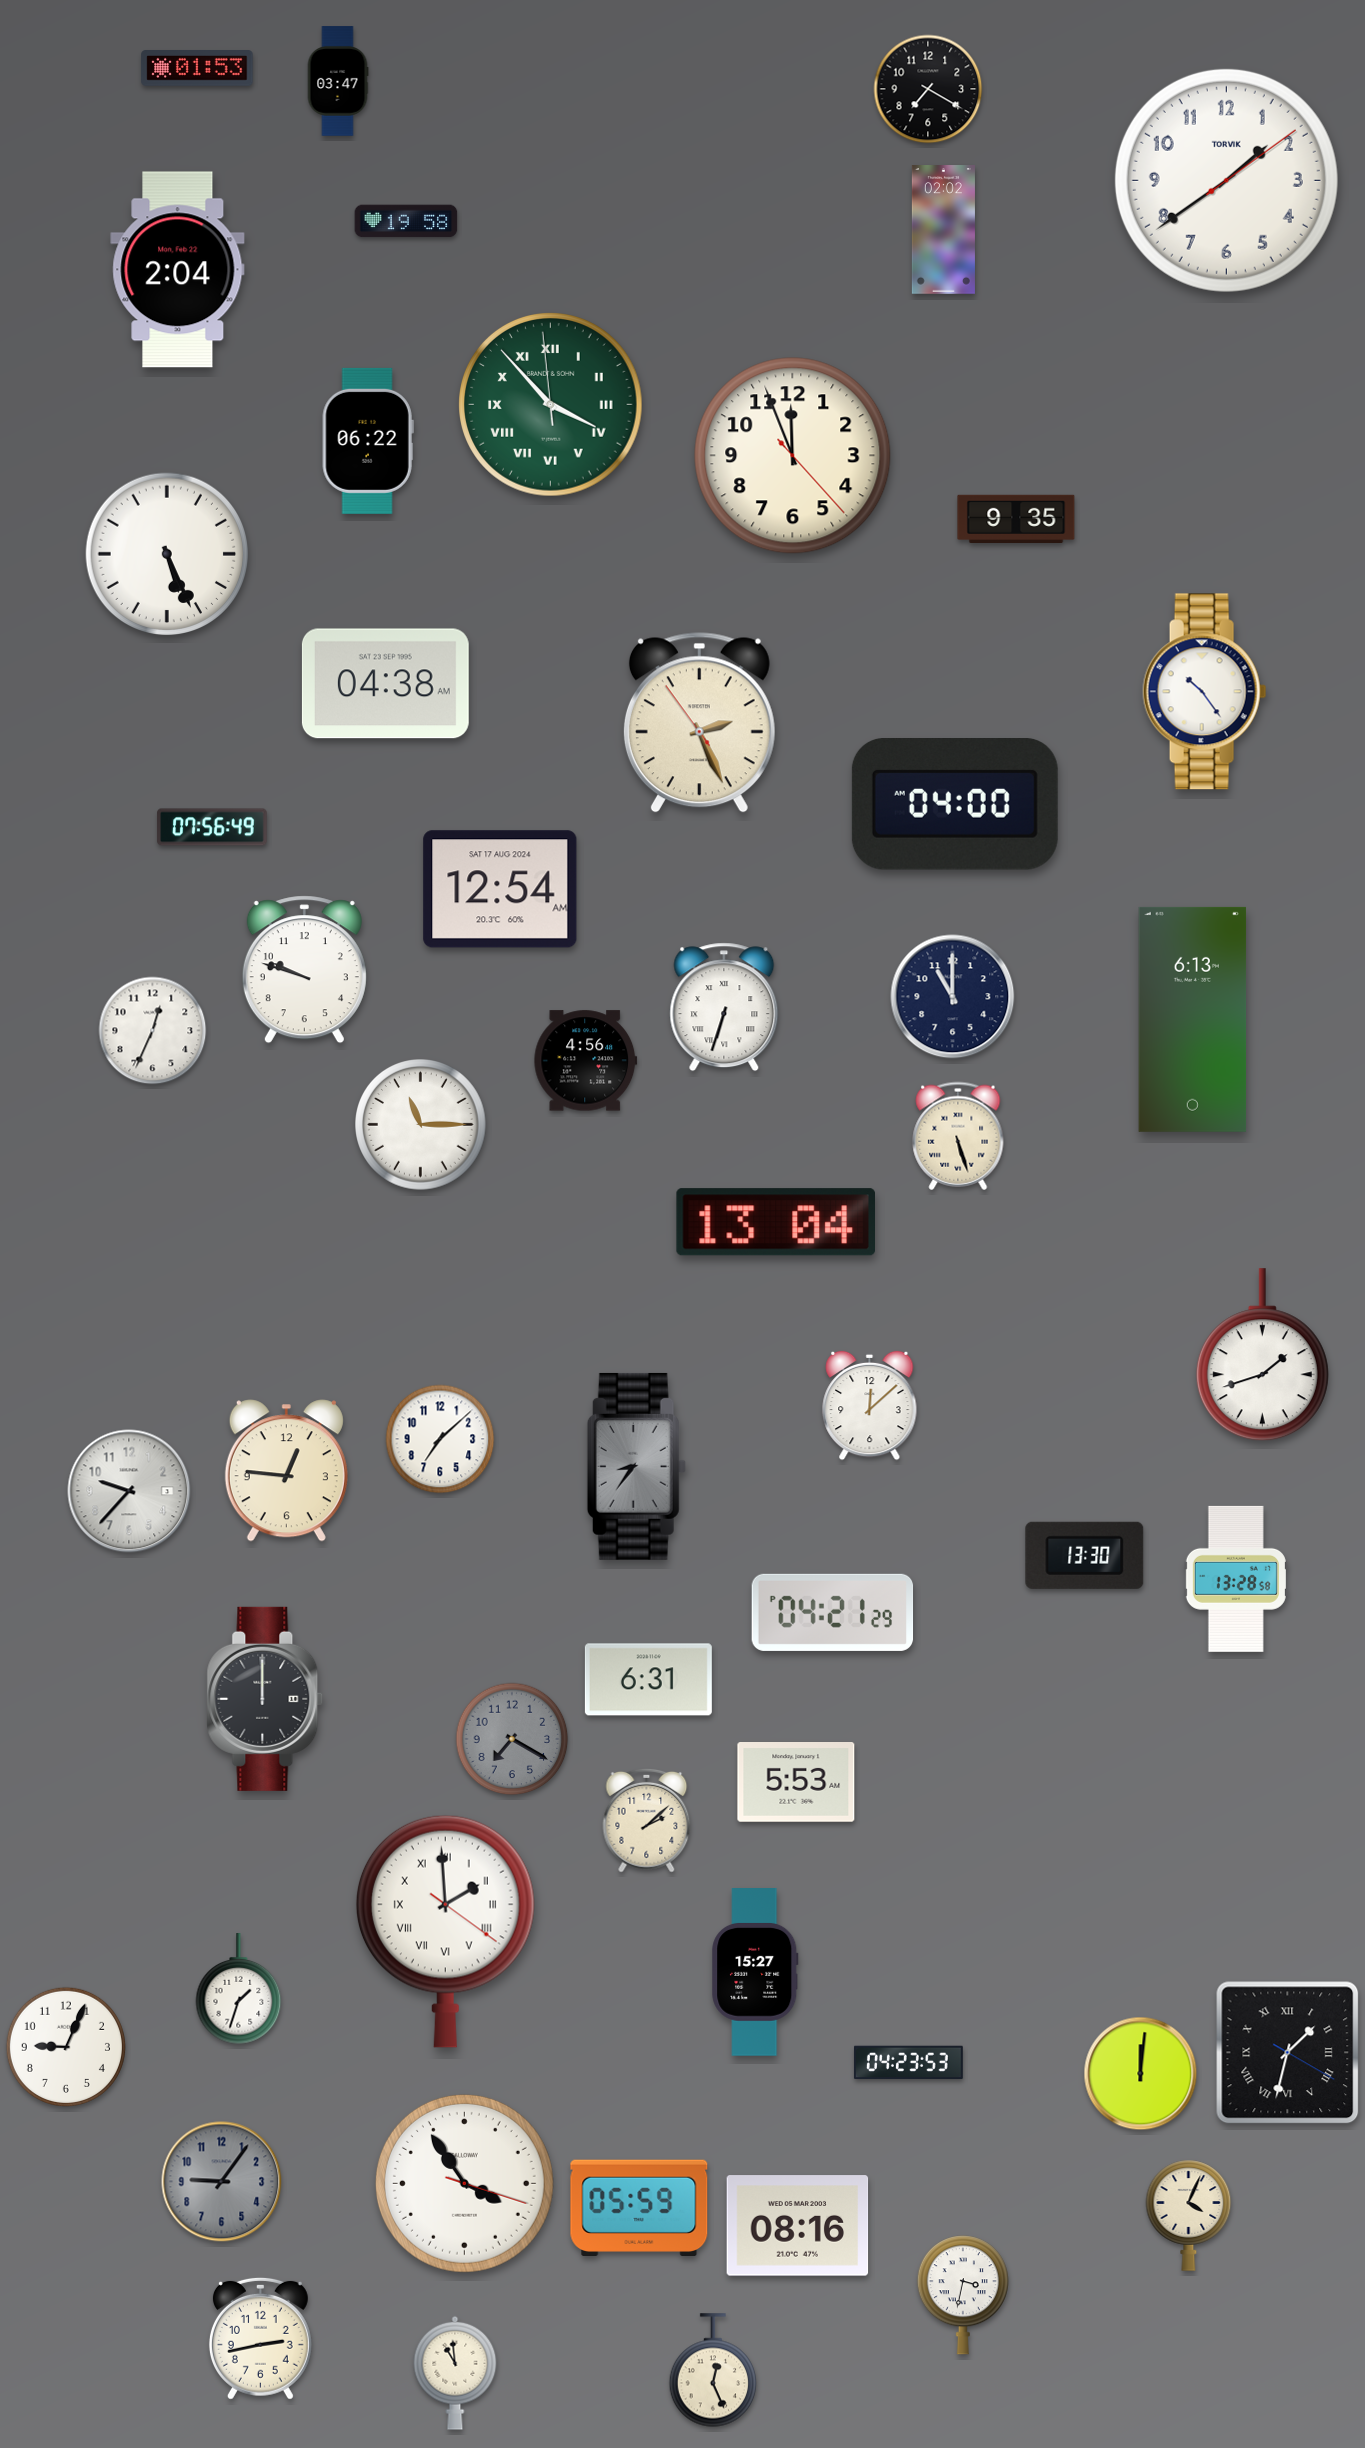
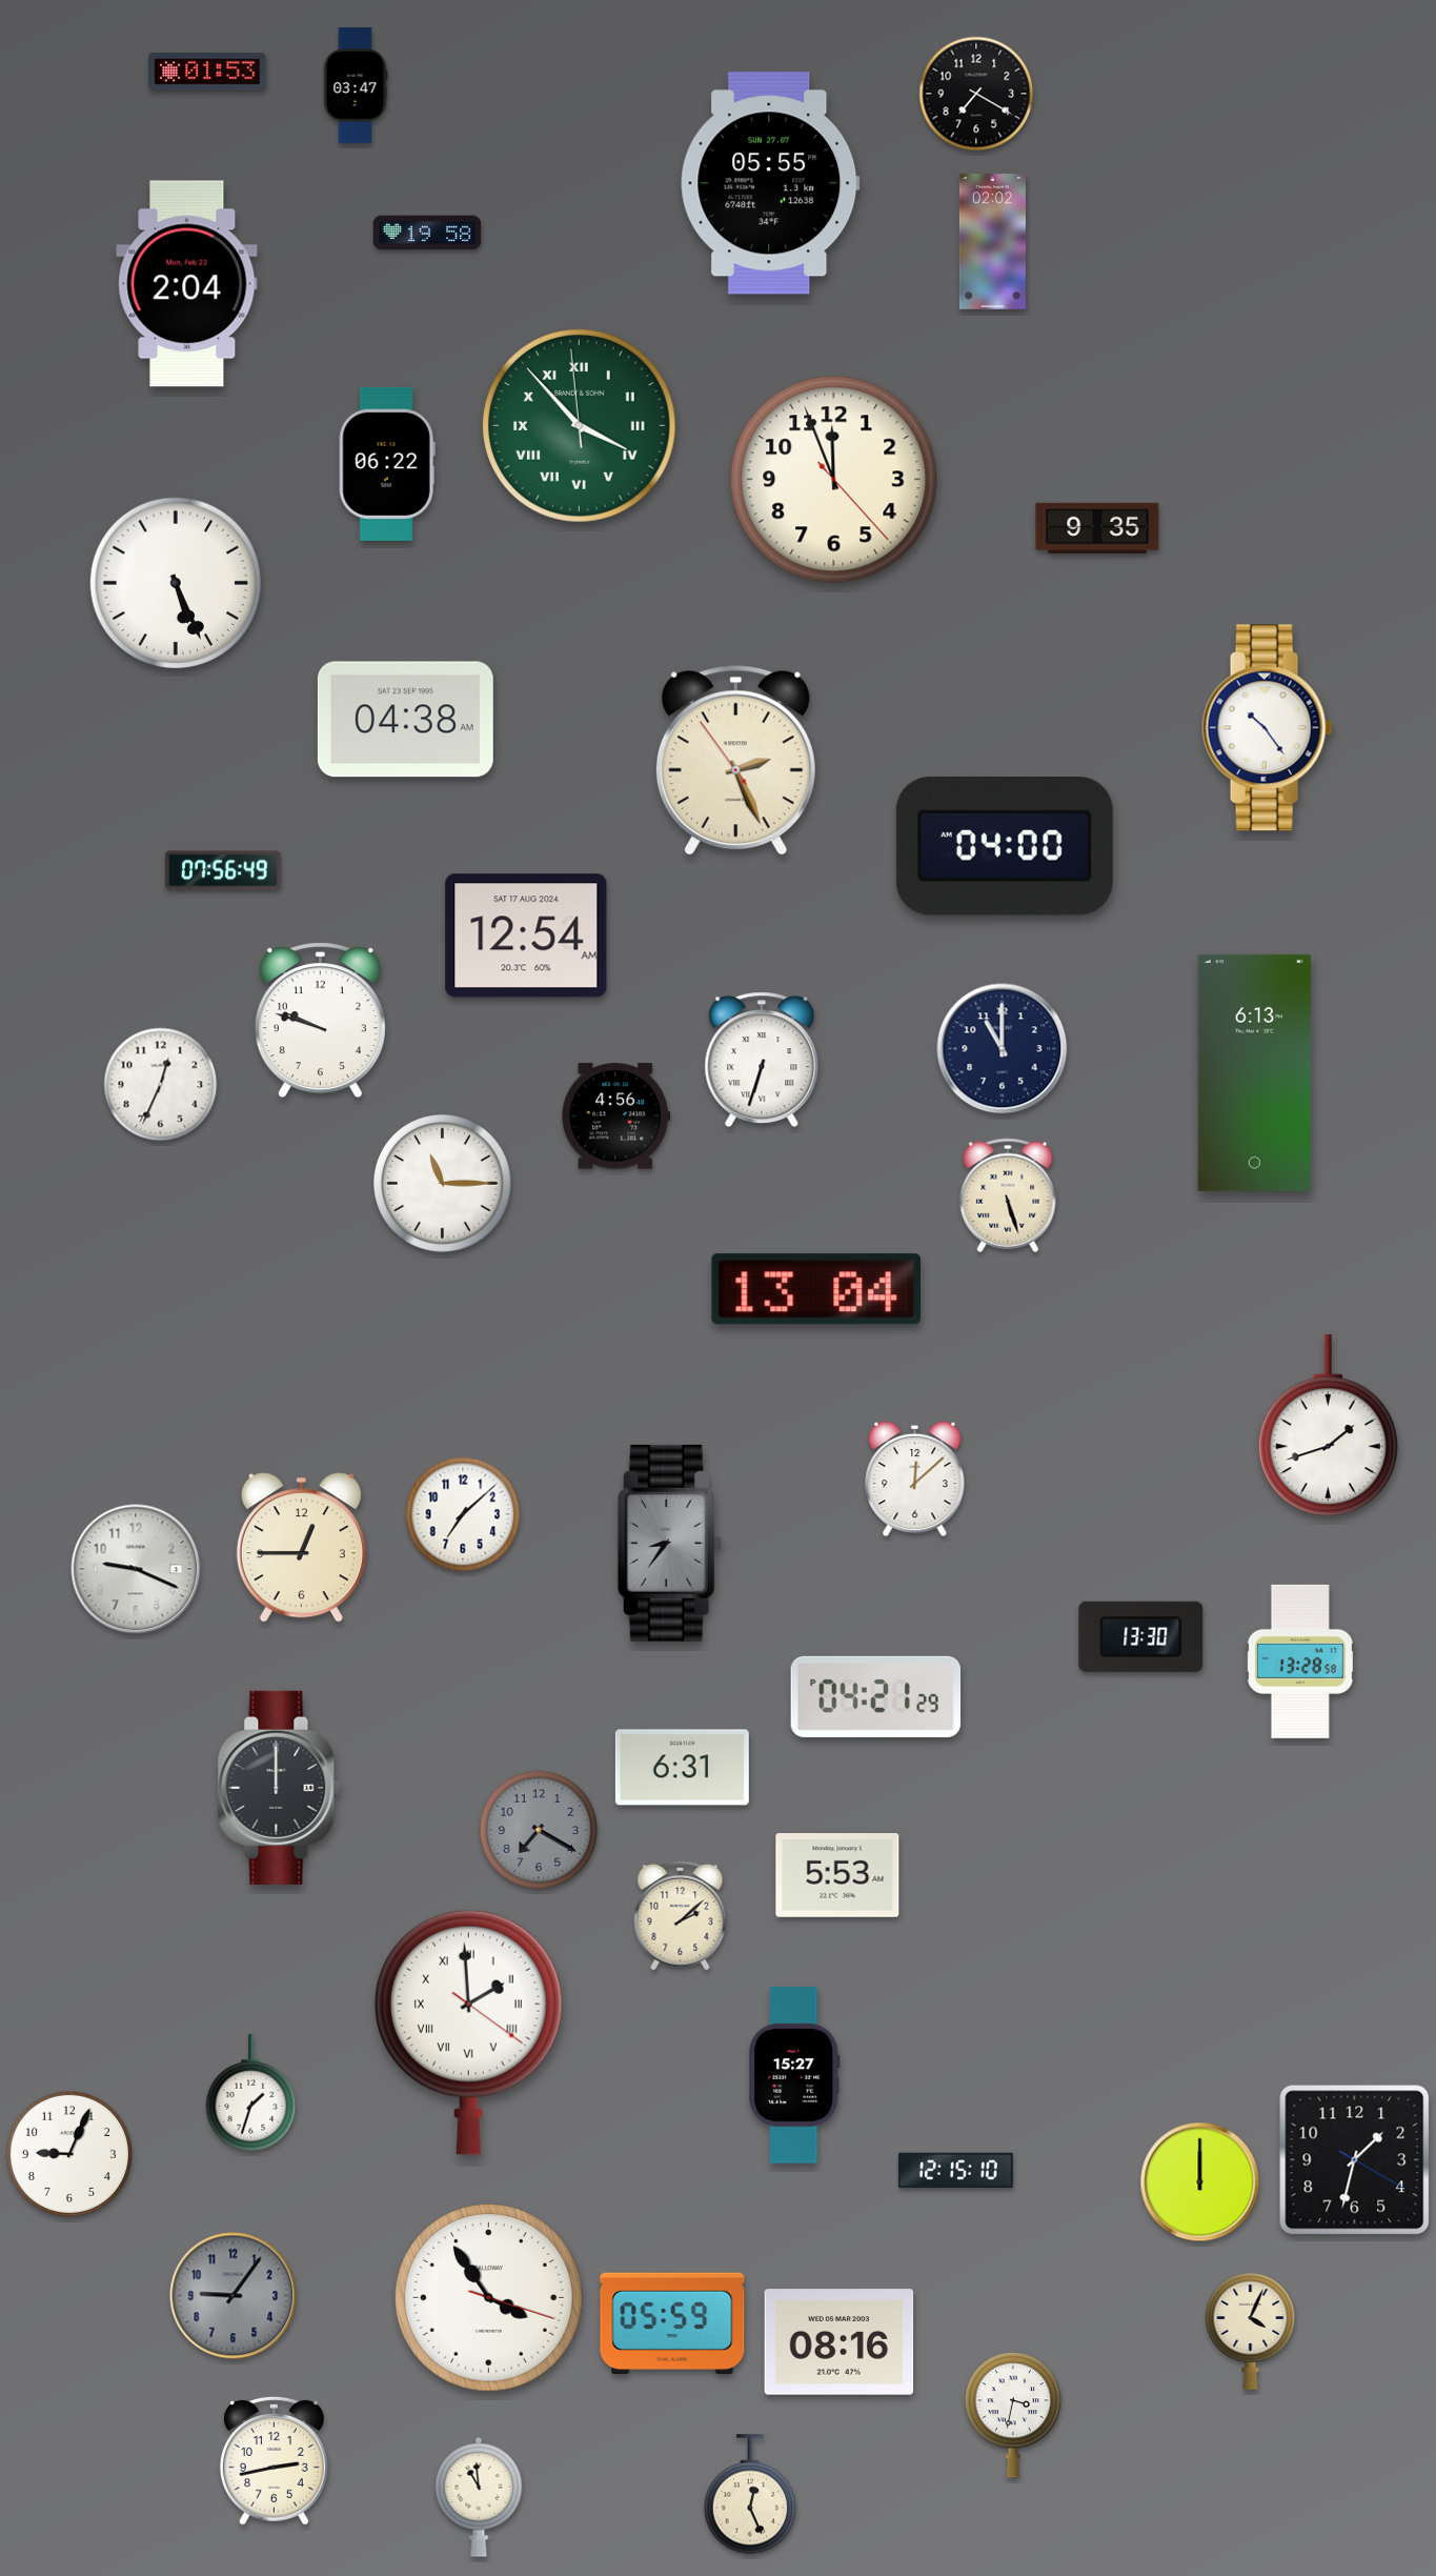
clock at (770, 183): none -> 05:55
clock at (1226, 180): 1:39 -> none
clock at (1016, 518) position: (1016, 518) -> (1097, 527)
clock at (776, 1222) position: (776, 1222) -> (816, 1289)
clock at (286, 1471): 12:46 -> 12:45
clock at (129, 1491): 9:37 -> 9:19
clock at (1288, 2053) numerals: Roman -> Arabic
clock at (908, 2063): 04:23 -> 12:15
clock at (1141, 2074): 12:01 -> 12:00
